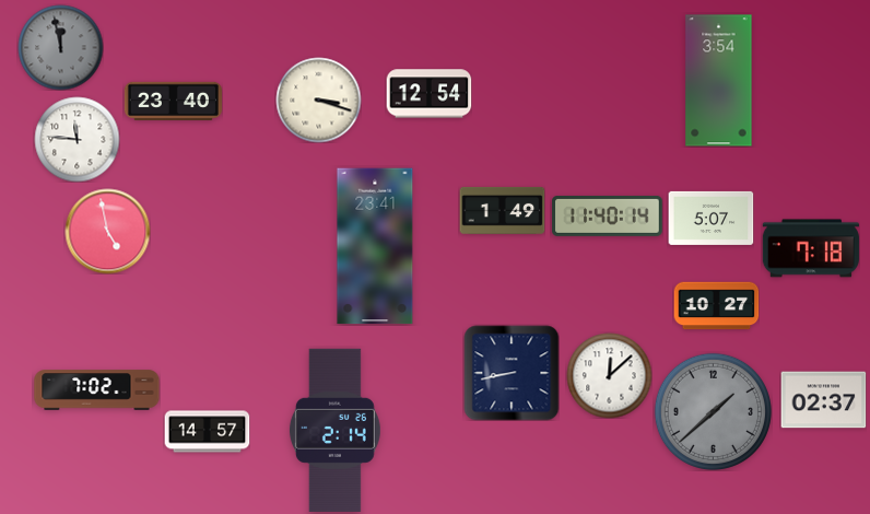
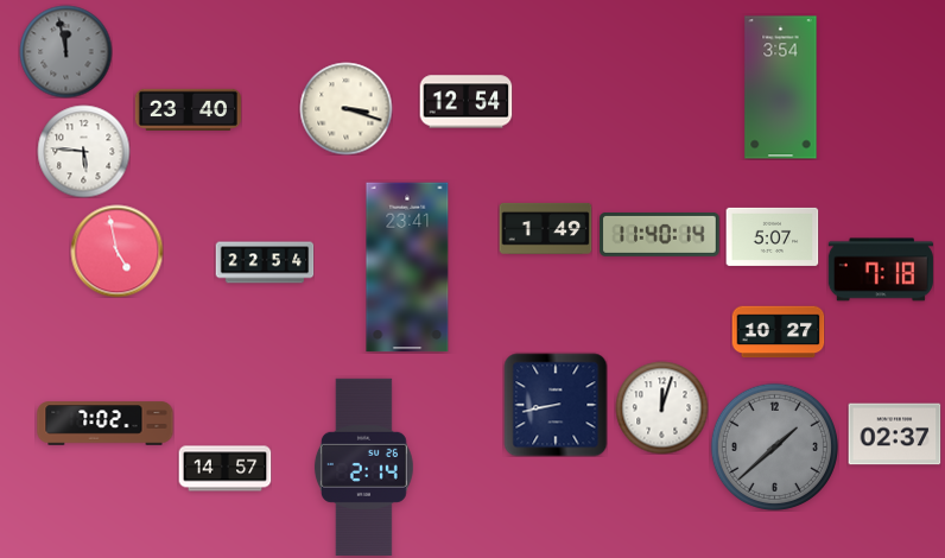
clock at (77, 139): 11:46 -> 5:46
clock at (265, 262): none -> 22:54
clock at (609, 375): 12:08 -> 12:03
